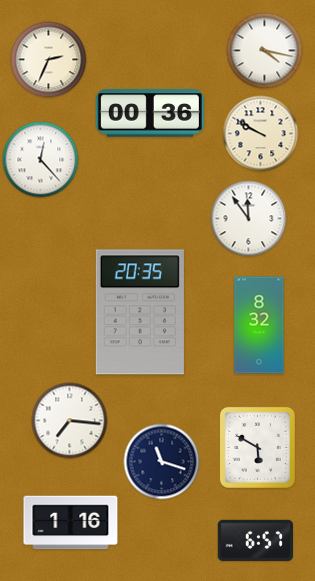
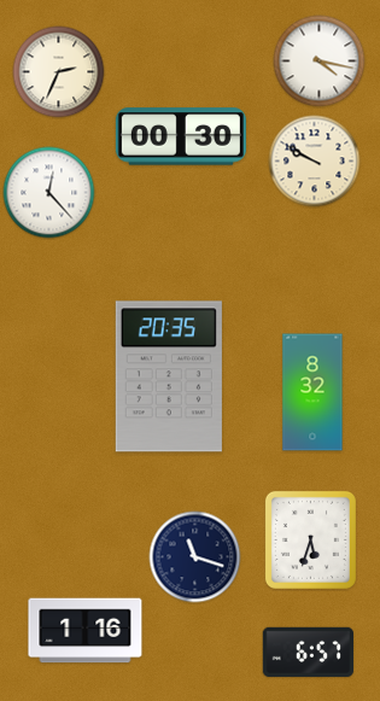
clock at (150, 113): 00:36 -> 00:30
clock at (249, 219): 11:54 -> none
clock at (70, 421): 7:16 -> none
clock at (257, 447): 5:50 -> 5:33
